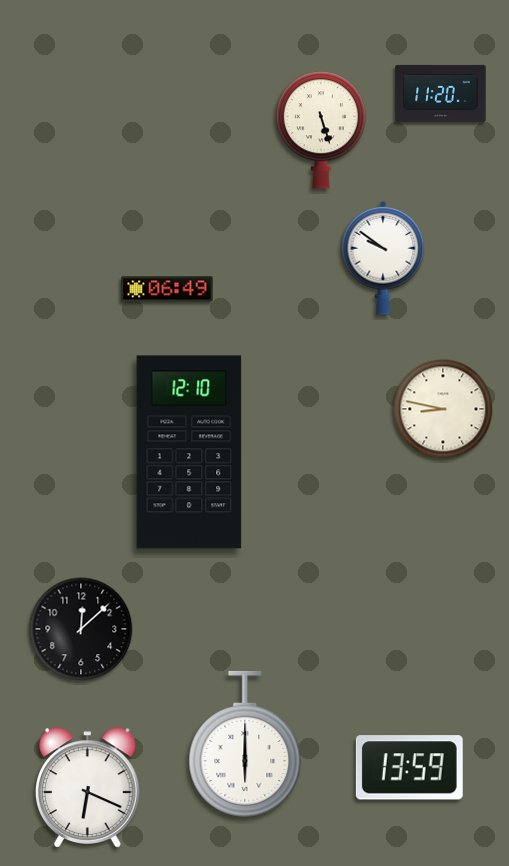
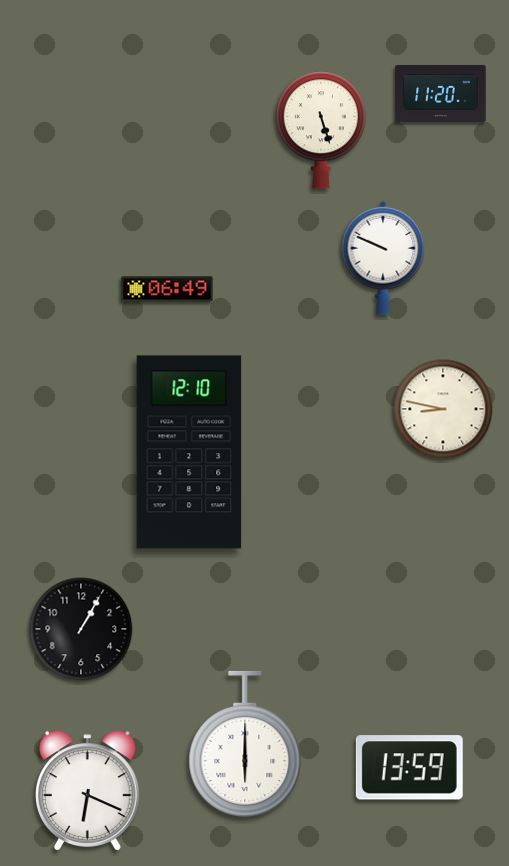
clock at (383, 258): 9:51 -> 9:49
clock at (81, 629): 12:08 -> 1:05
clock at (88, 788) position: (88, 788) -> (88, 791)
